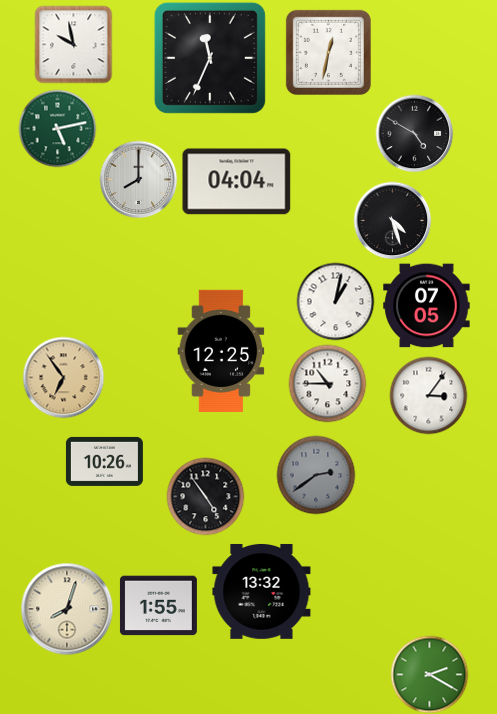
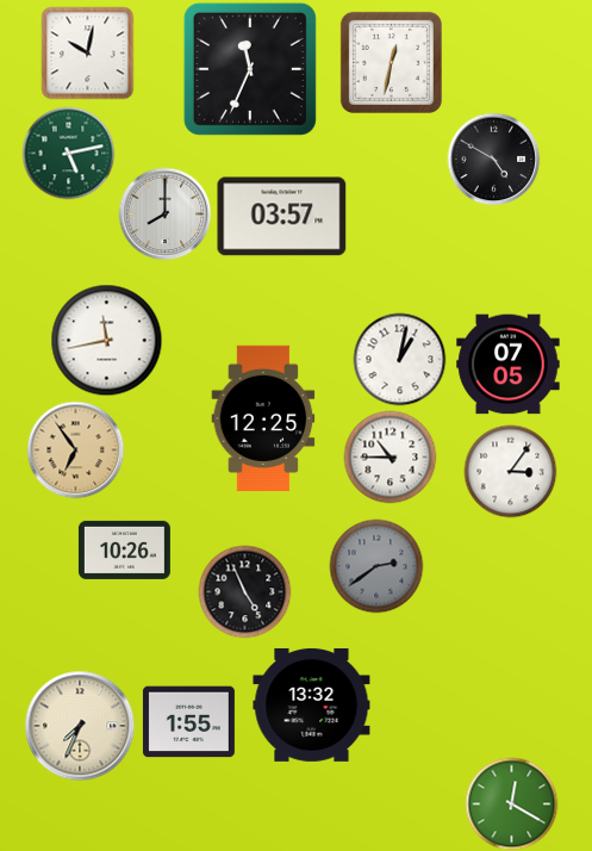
clock at (73, 44): 9:58 -> 10:02
clock at (237, 182): 04:04 -> 03:57
clock at (392, 220): 4:27 -> none
clock at (106, 340): none -> 11:43
clock at (205, 496): 4:54 -> 4:56
clock at (67, 609): 8:03 -> 7:34
clock at (429, 674): 2:20 -> 12:20
